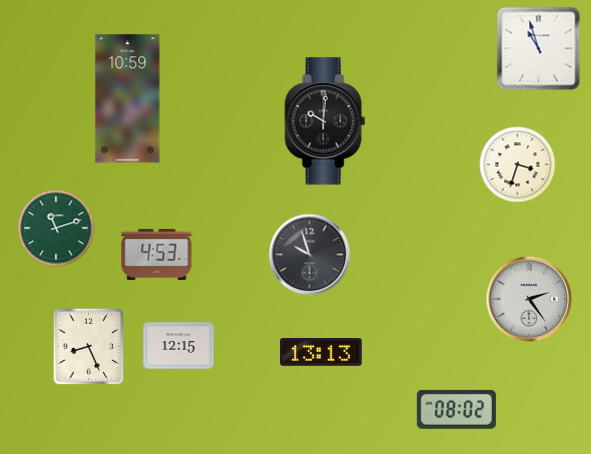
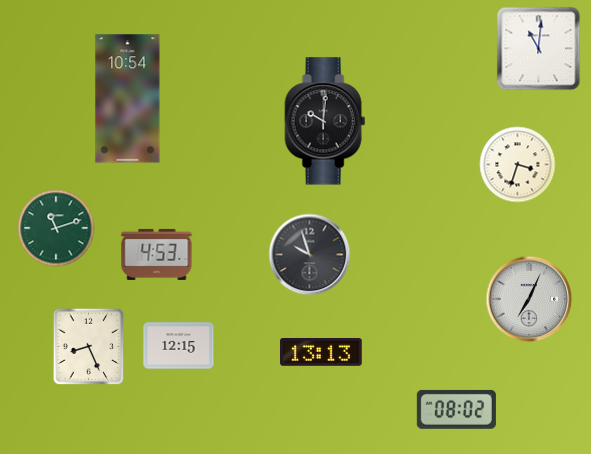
clock at (539, 49): 10:57 -> 11:01
clock at (128, 99): 10:59 -> 10:54
clock at (529, 299): 2:24 -> 7:04
